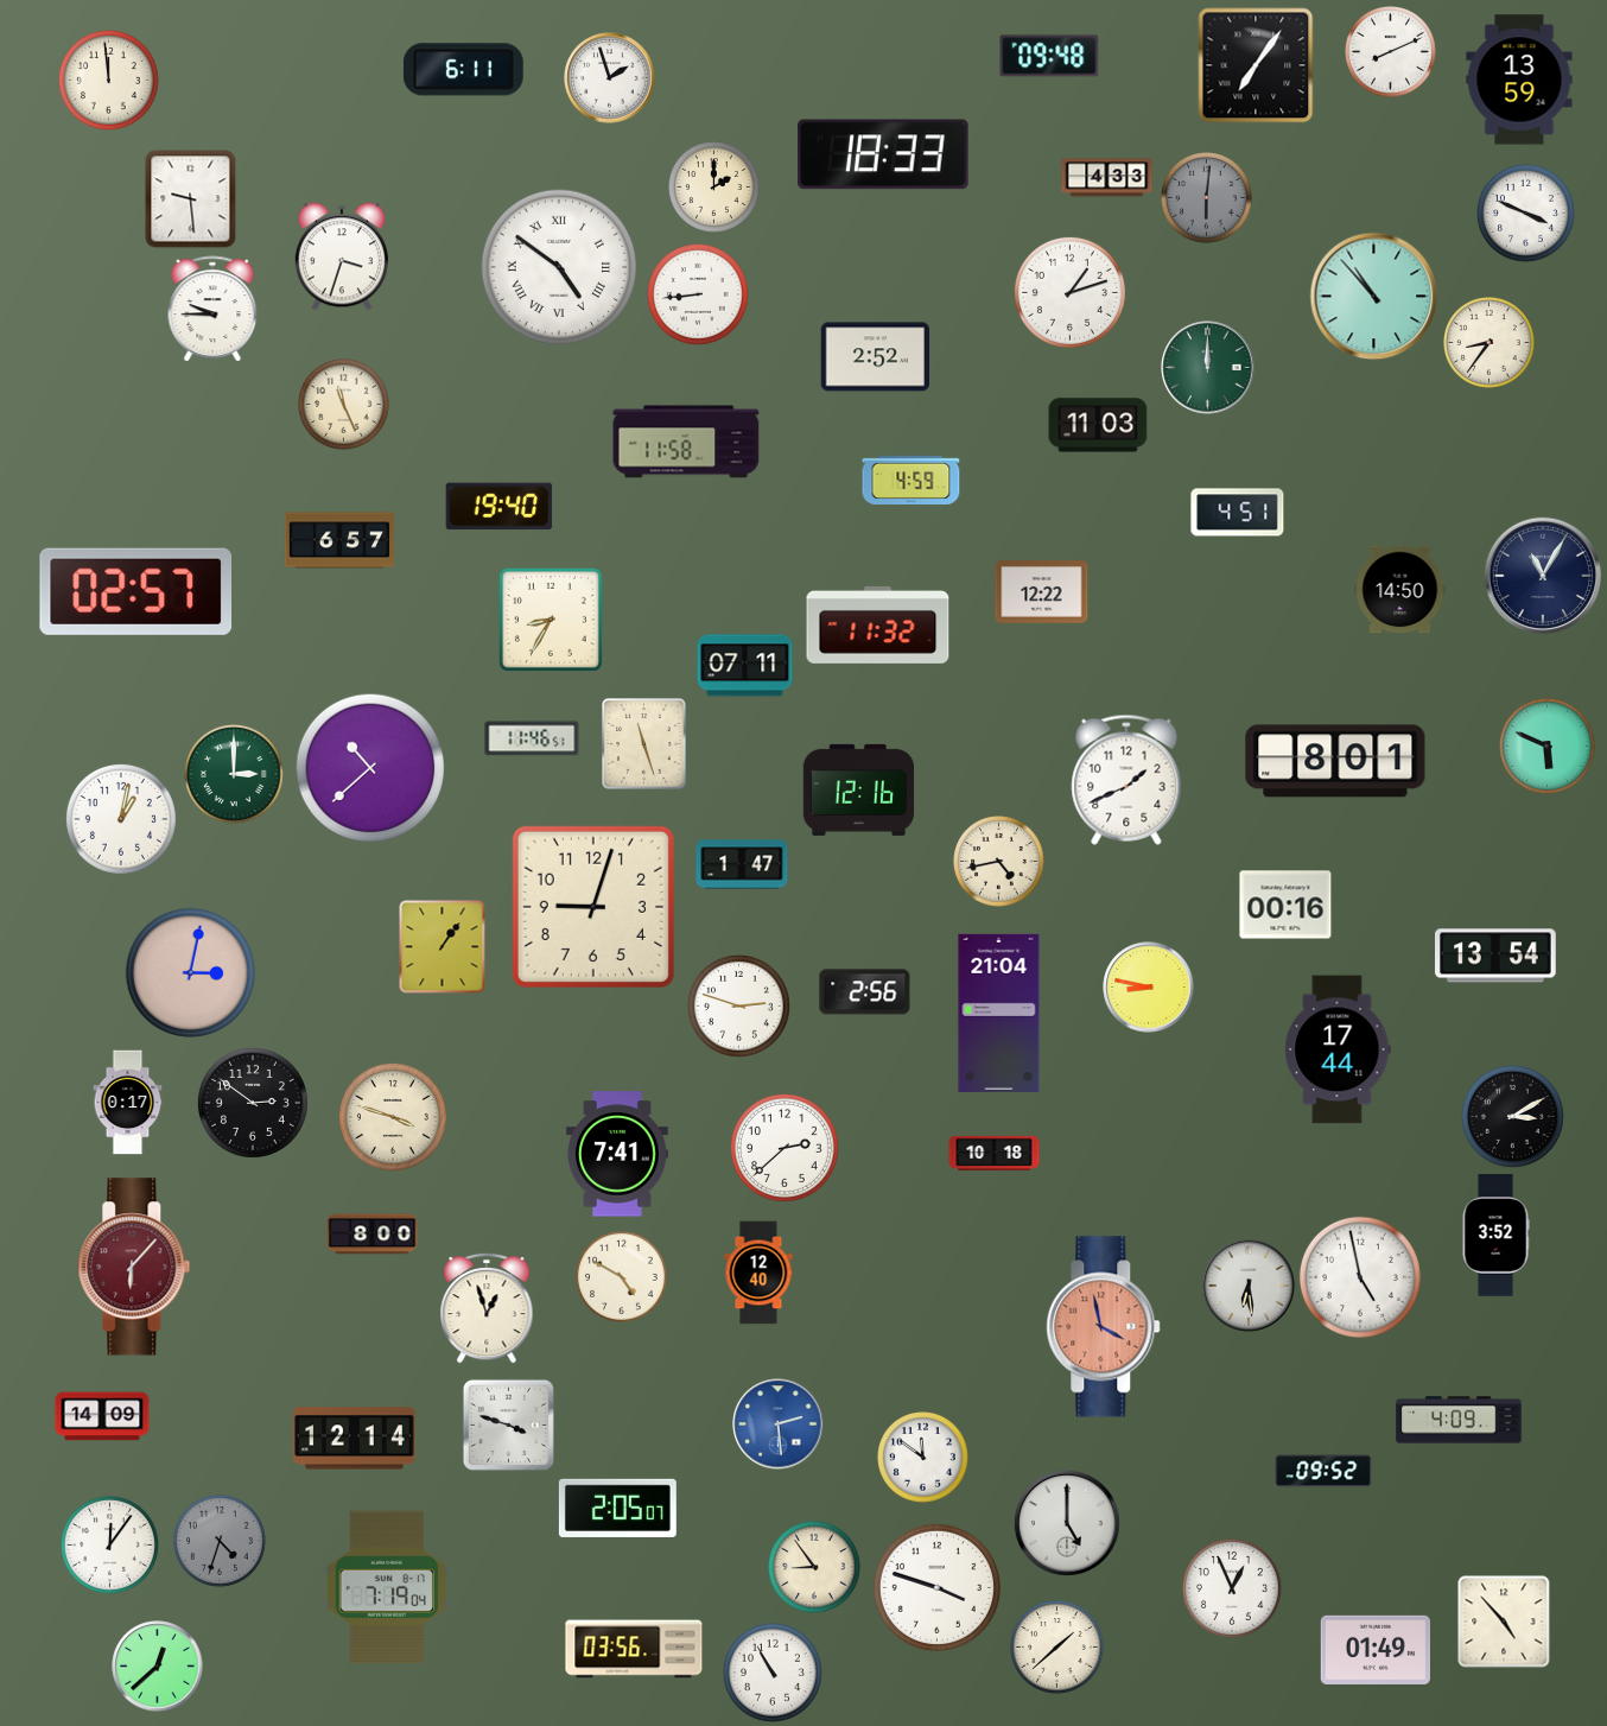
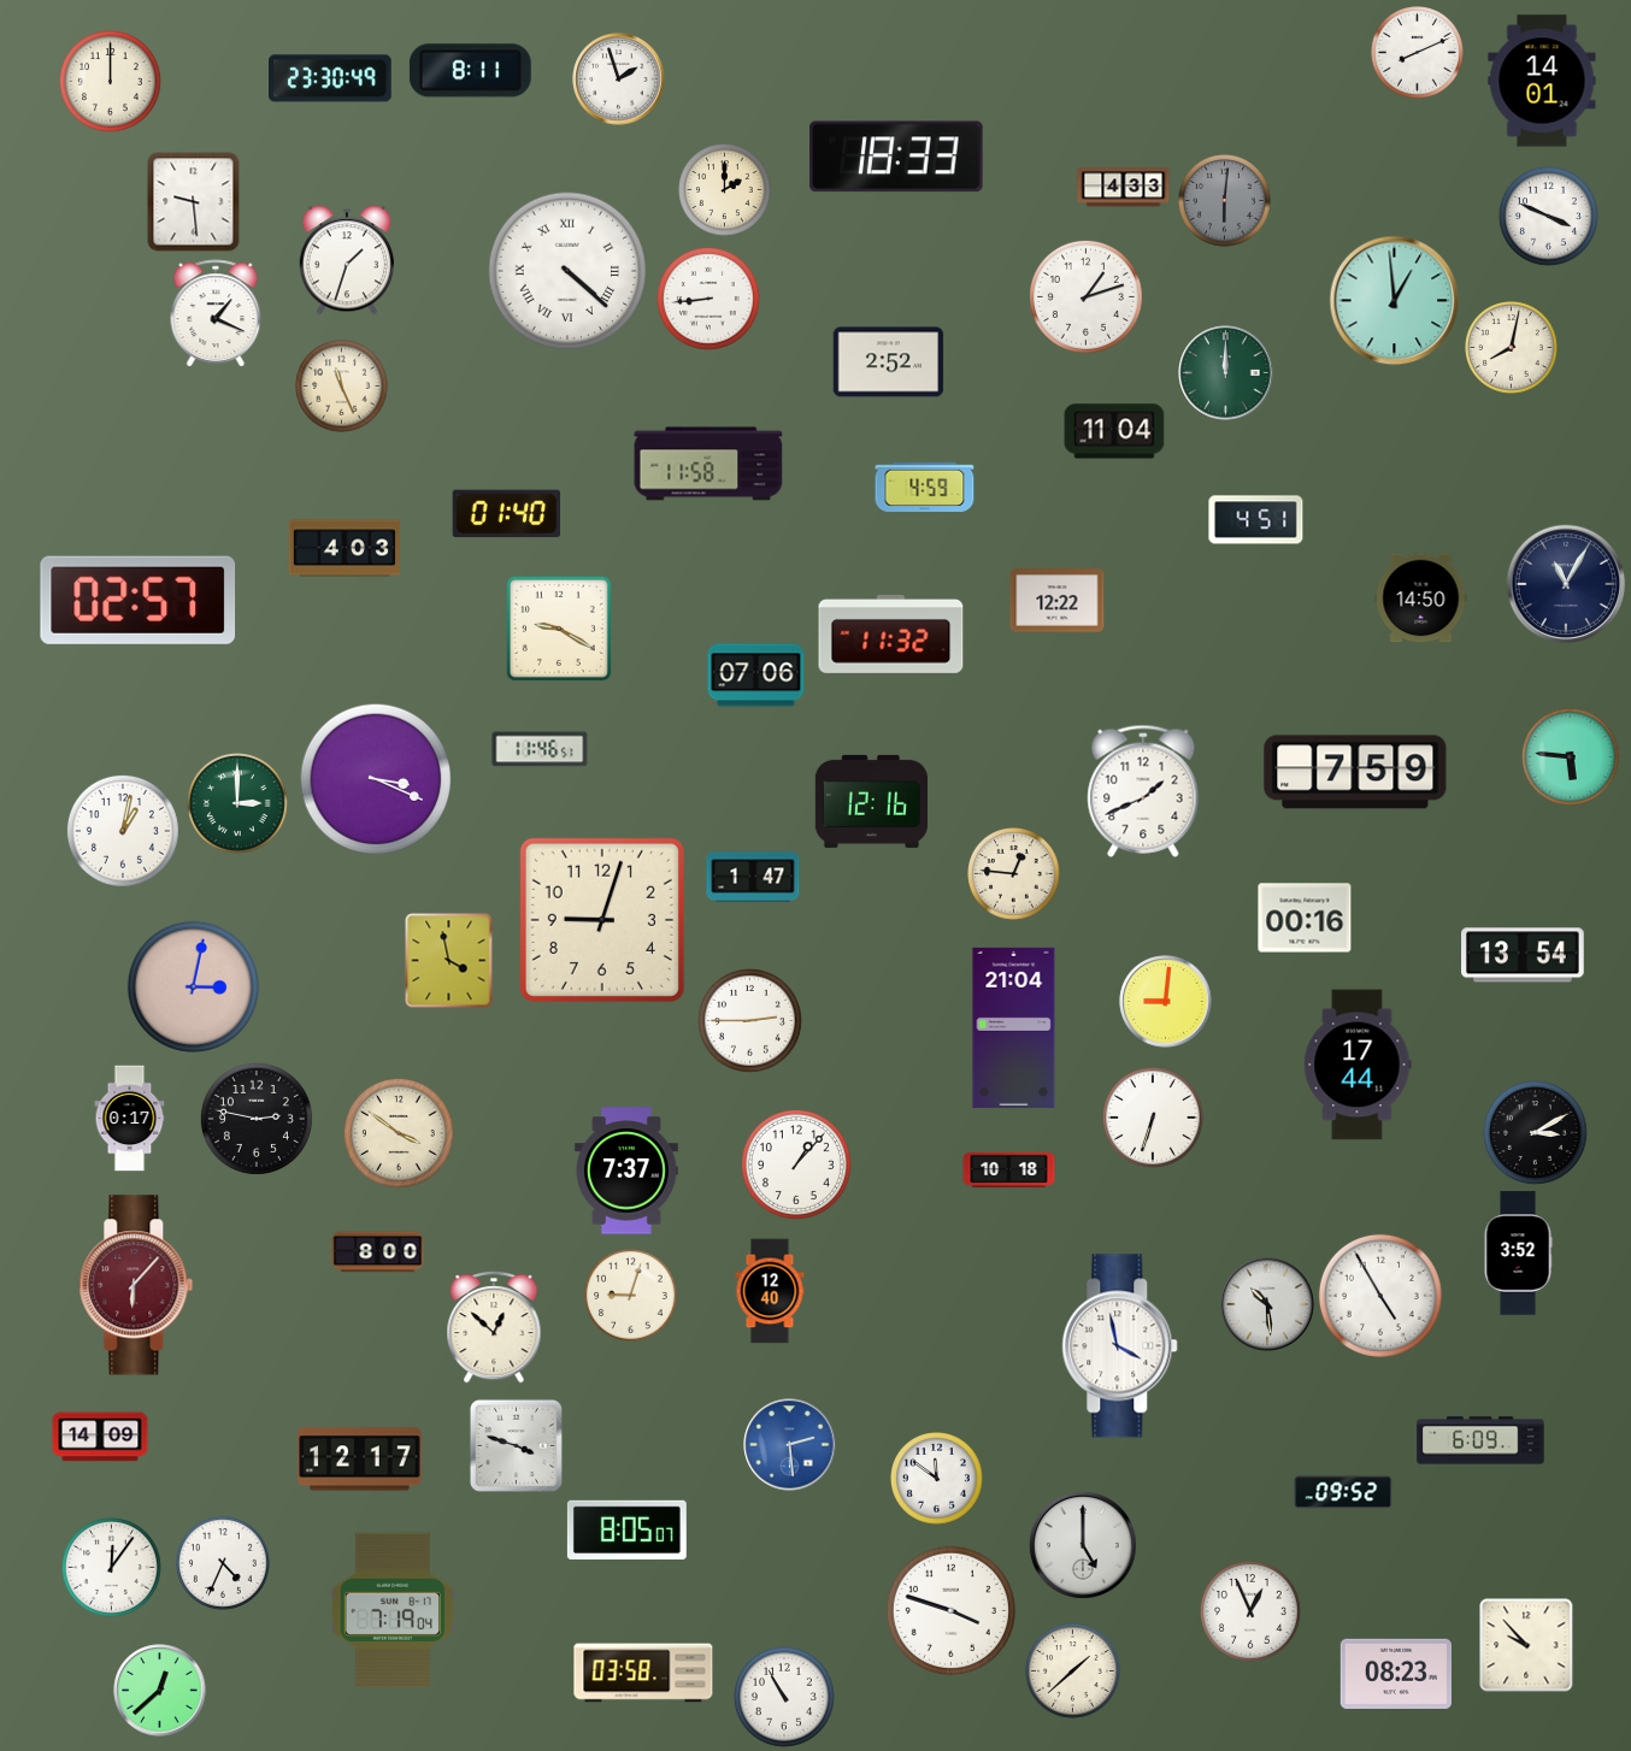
clock at (1391, 52) position: (1391, 52) -> (1418, 53)
clock at (1049, 56): 09:48 -> none
clock at (1256, 65): 7:06 -> none
clock at (463, 70): 6:11 -> 8:11
clock at (331, 78): none -> 23:30
clock at (108, 80): 11:59 -> 12:00
clock at (1519, 80): 13:59 -> 14:01
clock at (1107, 178) position: (1107, 178) -> (1124, 188)
clock at (342, 256): 3:33 -> 1:33
clock at (559, 267): 4:51 -> 4:22
clock at (1374, 297): 10:53 -> 12:59
clock at (212, 309): 9:45 -> 1:19
clock at (1490, 343): 8:36 -> 8:02
clock at (344, 405) position: (344, 405) -> (342, 387)
clock at (1098, 425): 11:03 -> 11:04
clock at (686, 442) position: (686, 442) -> (708, 464)
clock at (500, 507): 19:40 -> 01:40
clock at (338, 540): 6:57 -> 4:03
clock at (551, 620): 8:35 -> 9:20
clock at (745, 666): 07:11 -> 07:06
clock at (644, 744): 11:27 -> none
clock at (1548, 747): 5:49 -> 5:46
clock at (1335, 761): 8:01 -> 7:59
clock at (369, 767): 10:38 -> 3:19
clock at (234, 774) position: (234, 774) -> (237, 803)
clock at (999, 862): 4:43 -> 12:46
clock at (443, 947): 1:06 -> 3:58
clock at (1497, 956) position: (1497, 956) -> (1524, 955)
clock at (1149, 988): 8:47 -> 9:01
clock at (865, 992): 2:56 -> none
clock at (738, 1005): 2:48 -> 2:45
clock at (1153, 1118): none -> 6:33
clock at (253, 1103): 2:51 -> 2:47
clock at (393, 1117): 3:48 -> 3:51
clock at (785, 1148): 2:38 -> 1:07
clock at (617, 1154): 7:41 -> 7:37
clock at (622, 1277): 4:50 -> 9:03
clock at (1360, 1277): 4:58 -> 4:55
clock at (1249, 1286): 6:29 -> 10:29
clock at (487, 1308): 12:57 -> 12:52
clock at (1104, 1327) dial: salmon -> white
clock at (102, 1416) position: (102, 1416) -> (100, 1437)
clock at (1459, 1420): 4:09 -> 6:09
clock at (355, 1439): 12:14 -> 12:17
clock at (617, 1508): 2:05 -> 8:05
clock at (220, 1542): 4:33 -> 4:34
clock at (220, 1542) dial: grey -> white
clock at (814, 1568): 8:54 -> none
clock at (1504, 1622): 4:53 -> 9:53
clock at (634, 1649): 03:56 -> 03:58
clock at (1374, 1650): 01:49 -> 08:23
